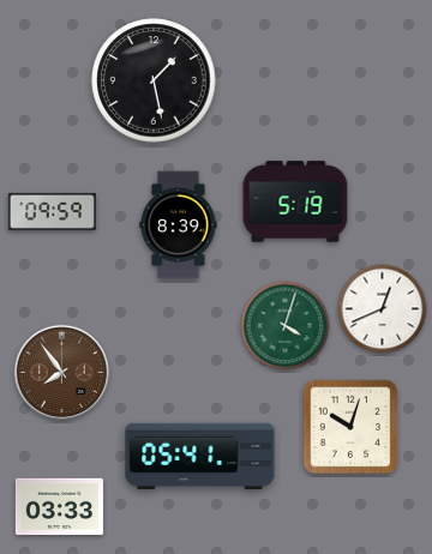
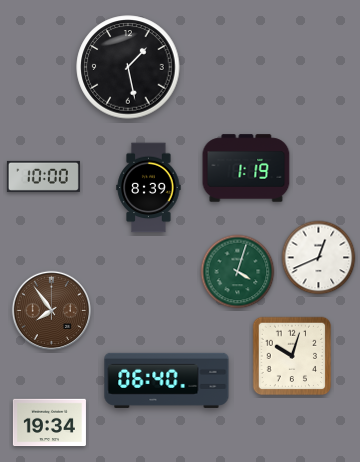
clock at (295, 201): 5:19 -> 1:19
clock at (52, 211): 09:59 -> 10:00
clock at (200, 456): 05:41 -> 06:40
clock at (59, 507): 03:33 -> 19:34
